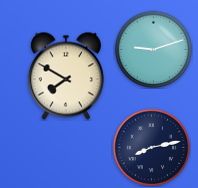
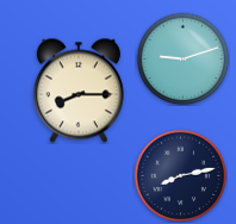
clock at (66, 76): 7:50 -> 8:15
